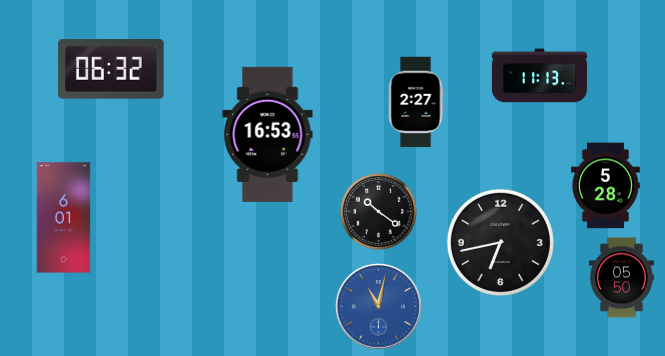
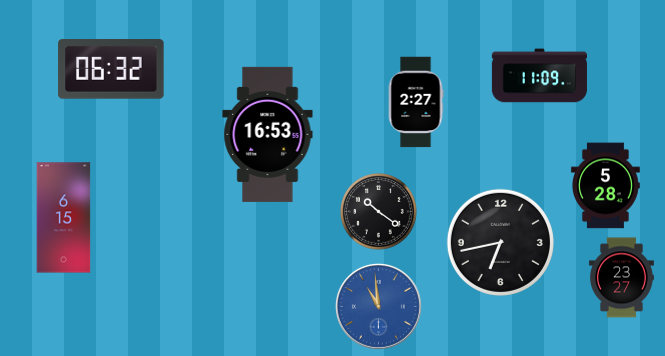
clock at (539, 76): 11:13 -> 11:09
clock at (64, 218): 6:01 -> 6:15
clock at (621, 278): 05:50 -> 23:27
clock at (378, 306): 11:02 -> 10:59
